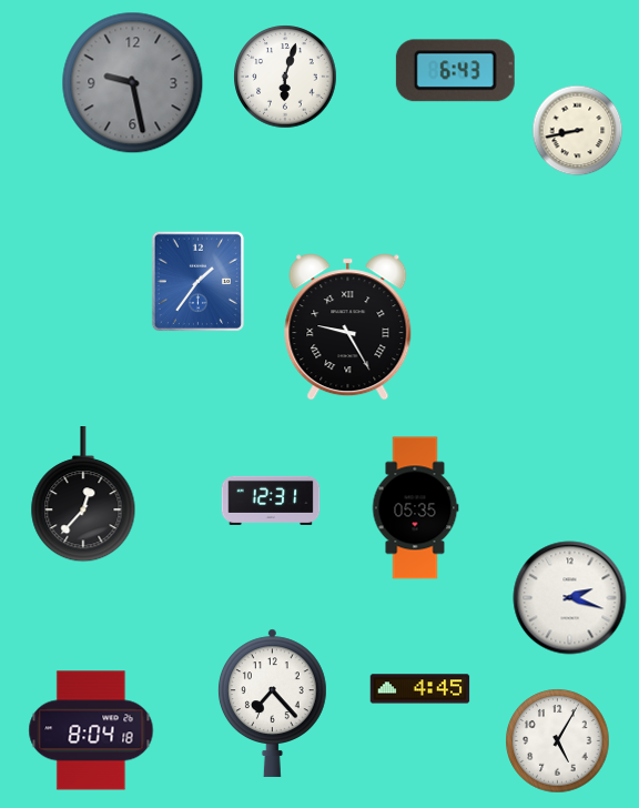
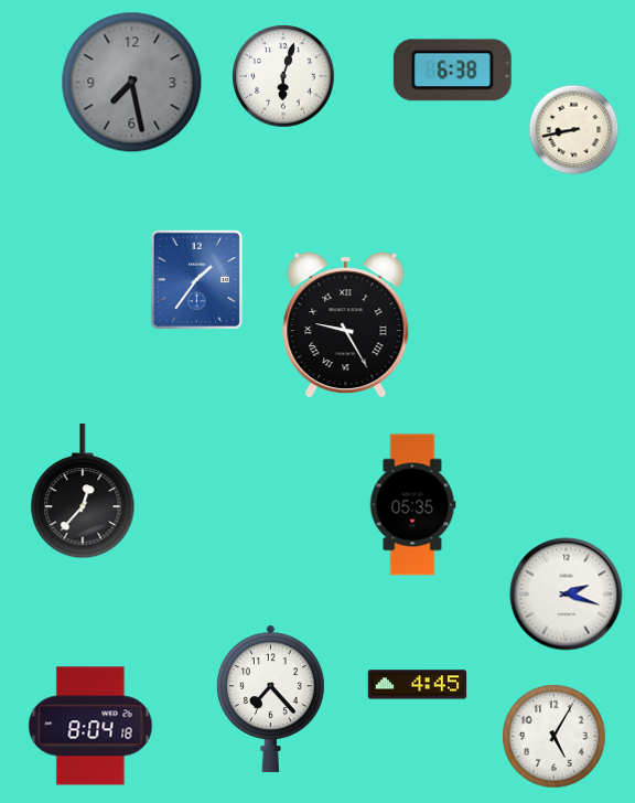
clock at (455, 71): 6:43 -> 6:38
clock at (133, 83): 9:28 -> 7:28
clock at (271, 501): 12:31 -> none
